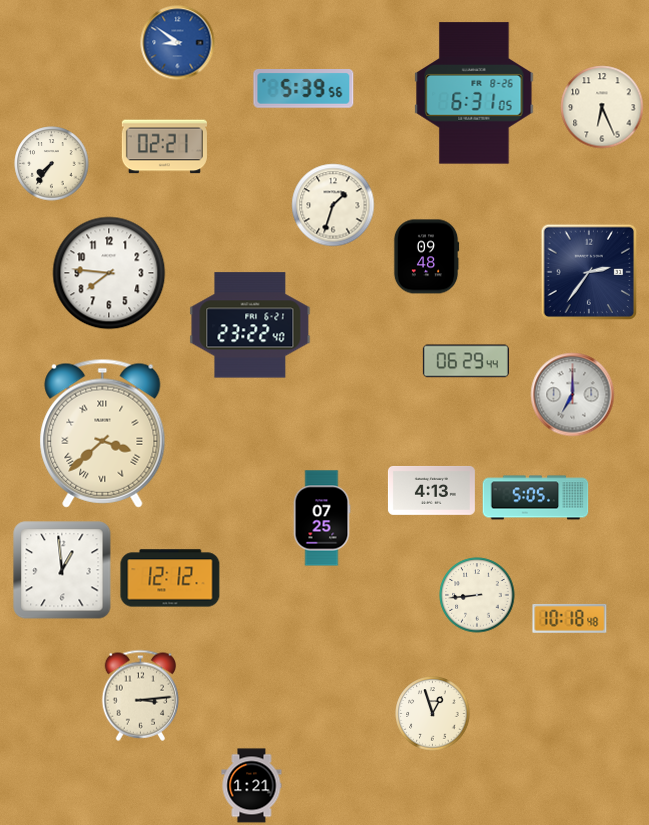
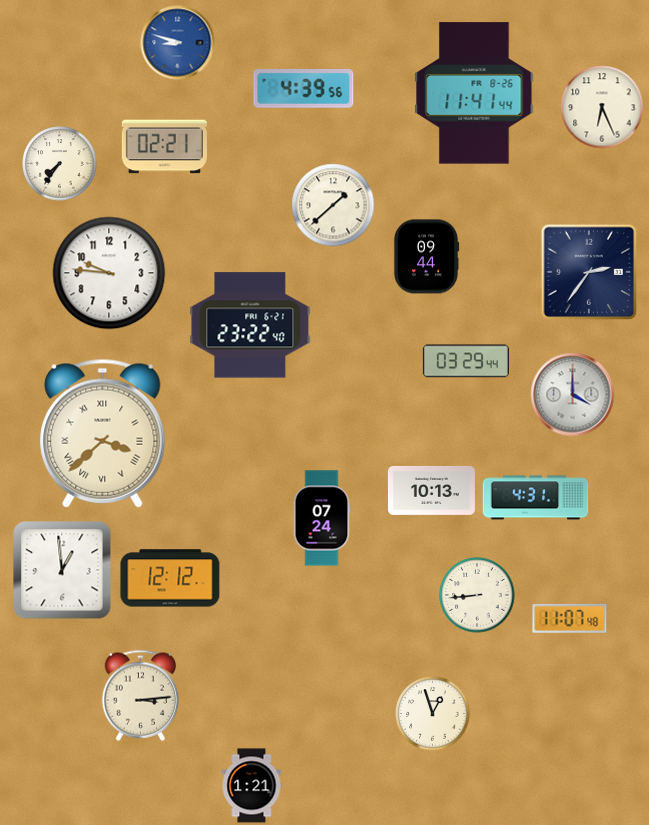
clock at (178, 43): 8:51 -> 8:48
clock at (304, 89): 5:39 -> 4:39
clock at (474, 93): 6:31 -> 11:41
clock at (52, 164) position: (52, 164) -> (60, 164)
clock at (333, 205): 1:33 -> 1:38
clock at (426, 257): 09:48 -> 09:44
clock at (109, 273): 7:46 -> 9:46
clock at (466, 361): 06:29 -> 03:29
clock at (573, 395): 7:00 -> 4:00
clock at (431, 490): 4:13 -> 10:13
clock at (536, 498): 5:05 -> 4:31
clock at (322, 518): 07:25 -> 07:24
clock at (570, 618): 10:18 -> 11:07
